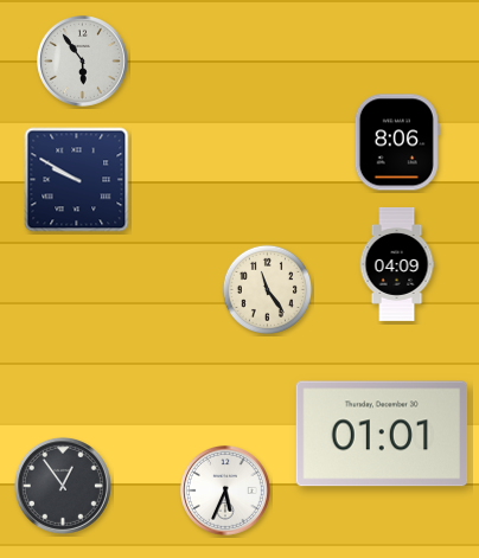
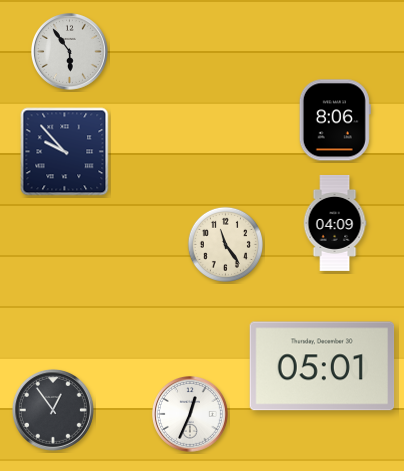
clock at (77, 180): 9:50 -> 9:53
clock at (382, 434): 01:01 -> 05:01
clock at (226, 492): 5:34 -> 12:34
